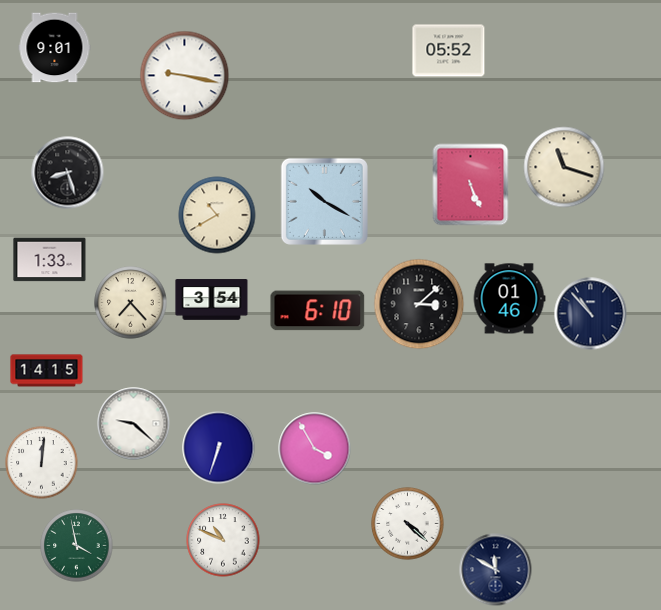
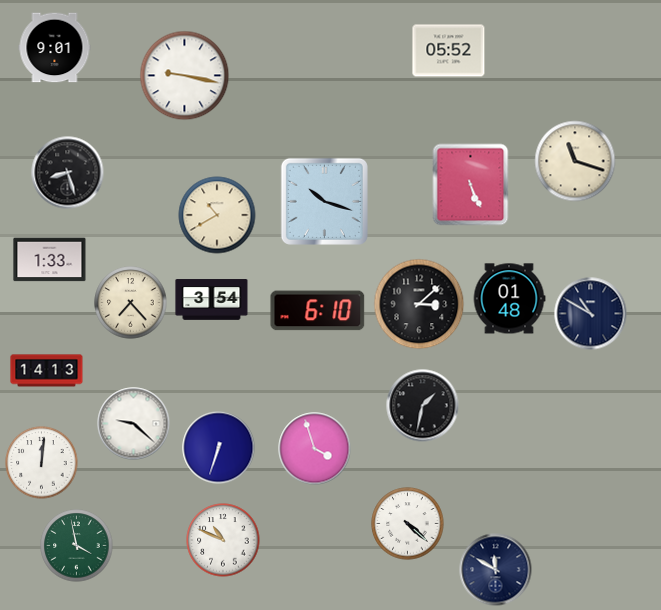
clock at (564, 167) position: (564, 167) -> (575, 161)
clock at (324, 201): 10:20 -> 10:18
clock at (509, 299): 01:46 -> 01:48
clock at (591, 314): 10:53 -> 10:50
clock at (47, 371): 14:15 -> 14:13
clock at (423, 406): none -> 1:32
clock at (315, 449): 3:55 -> 3:57
